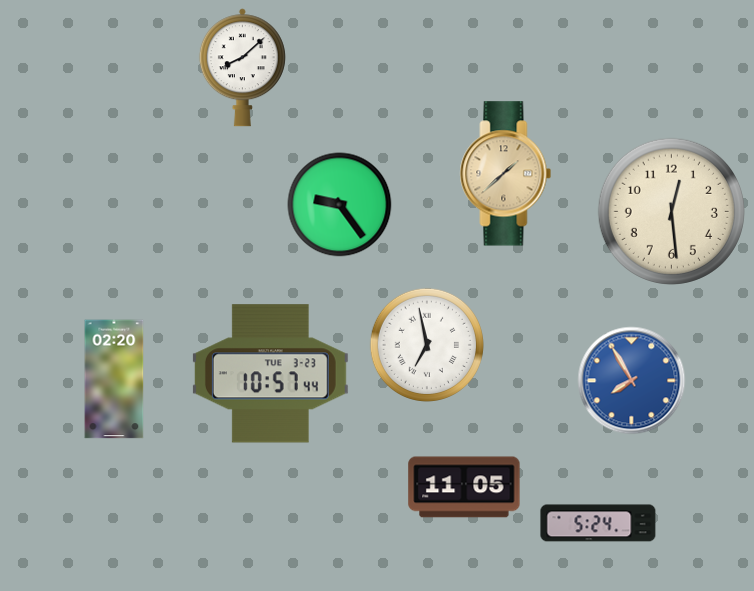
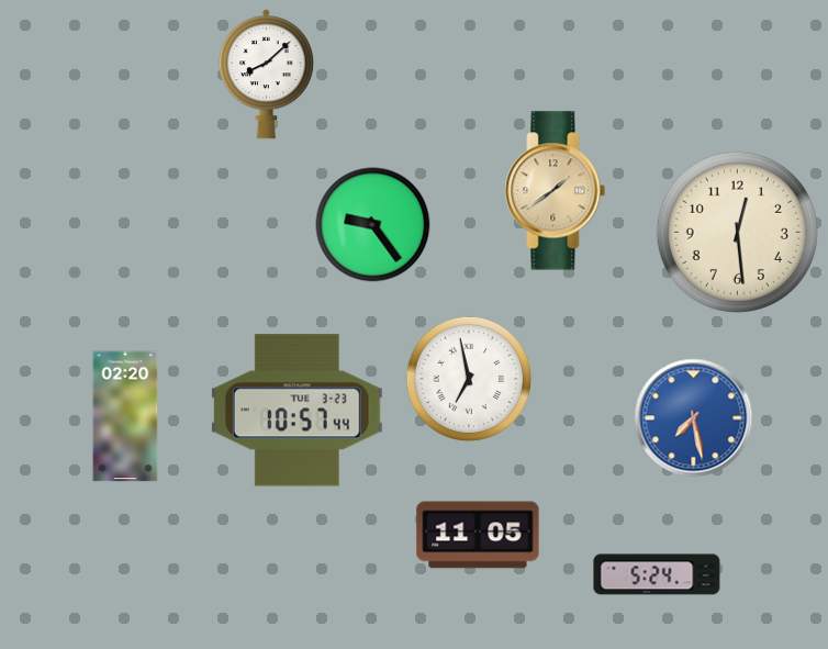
clock at (506, 174): 1:38 -> 1:39
clock at (632, 381): 7:55 -> 7:28
clock at (464, 487) position: (464, 487) -> (478, 535)
